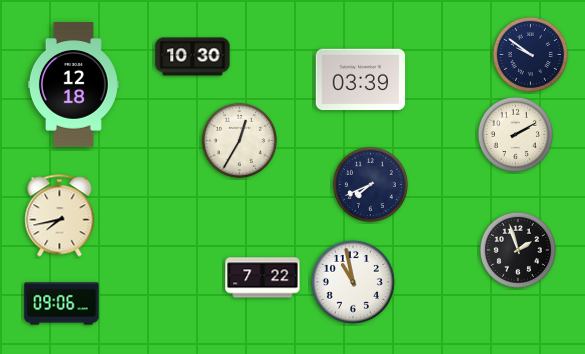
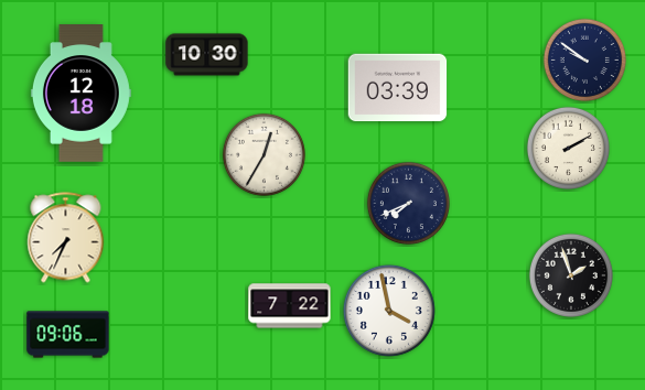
clock at (193, 57) position: (193, 57) -> (207, 55)
clock at (60, 216): 7:43 -> 7:34
clock at (353, 282): 10:58 -> 3:58
